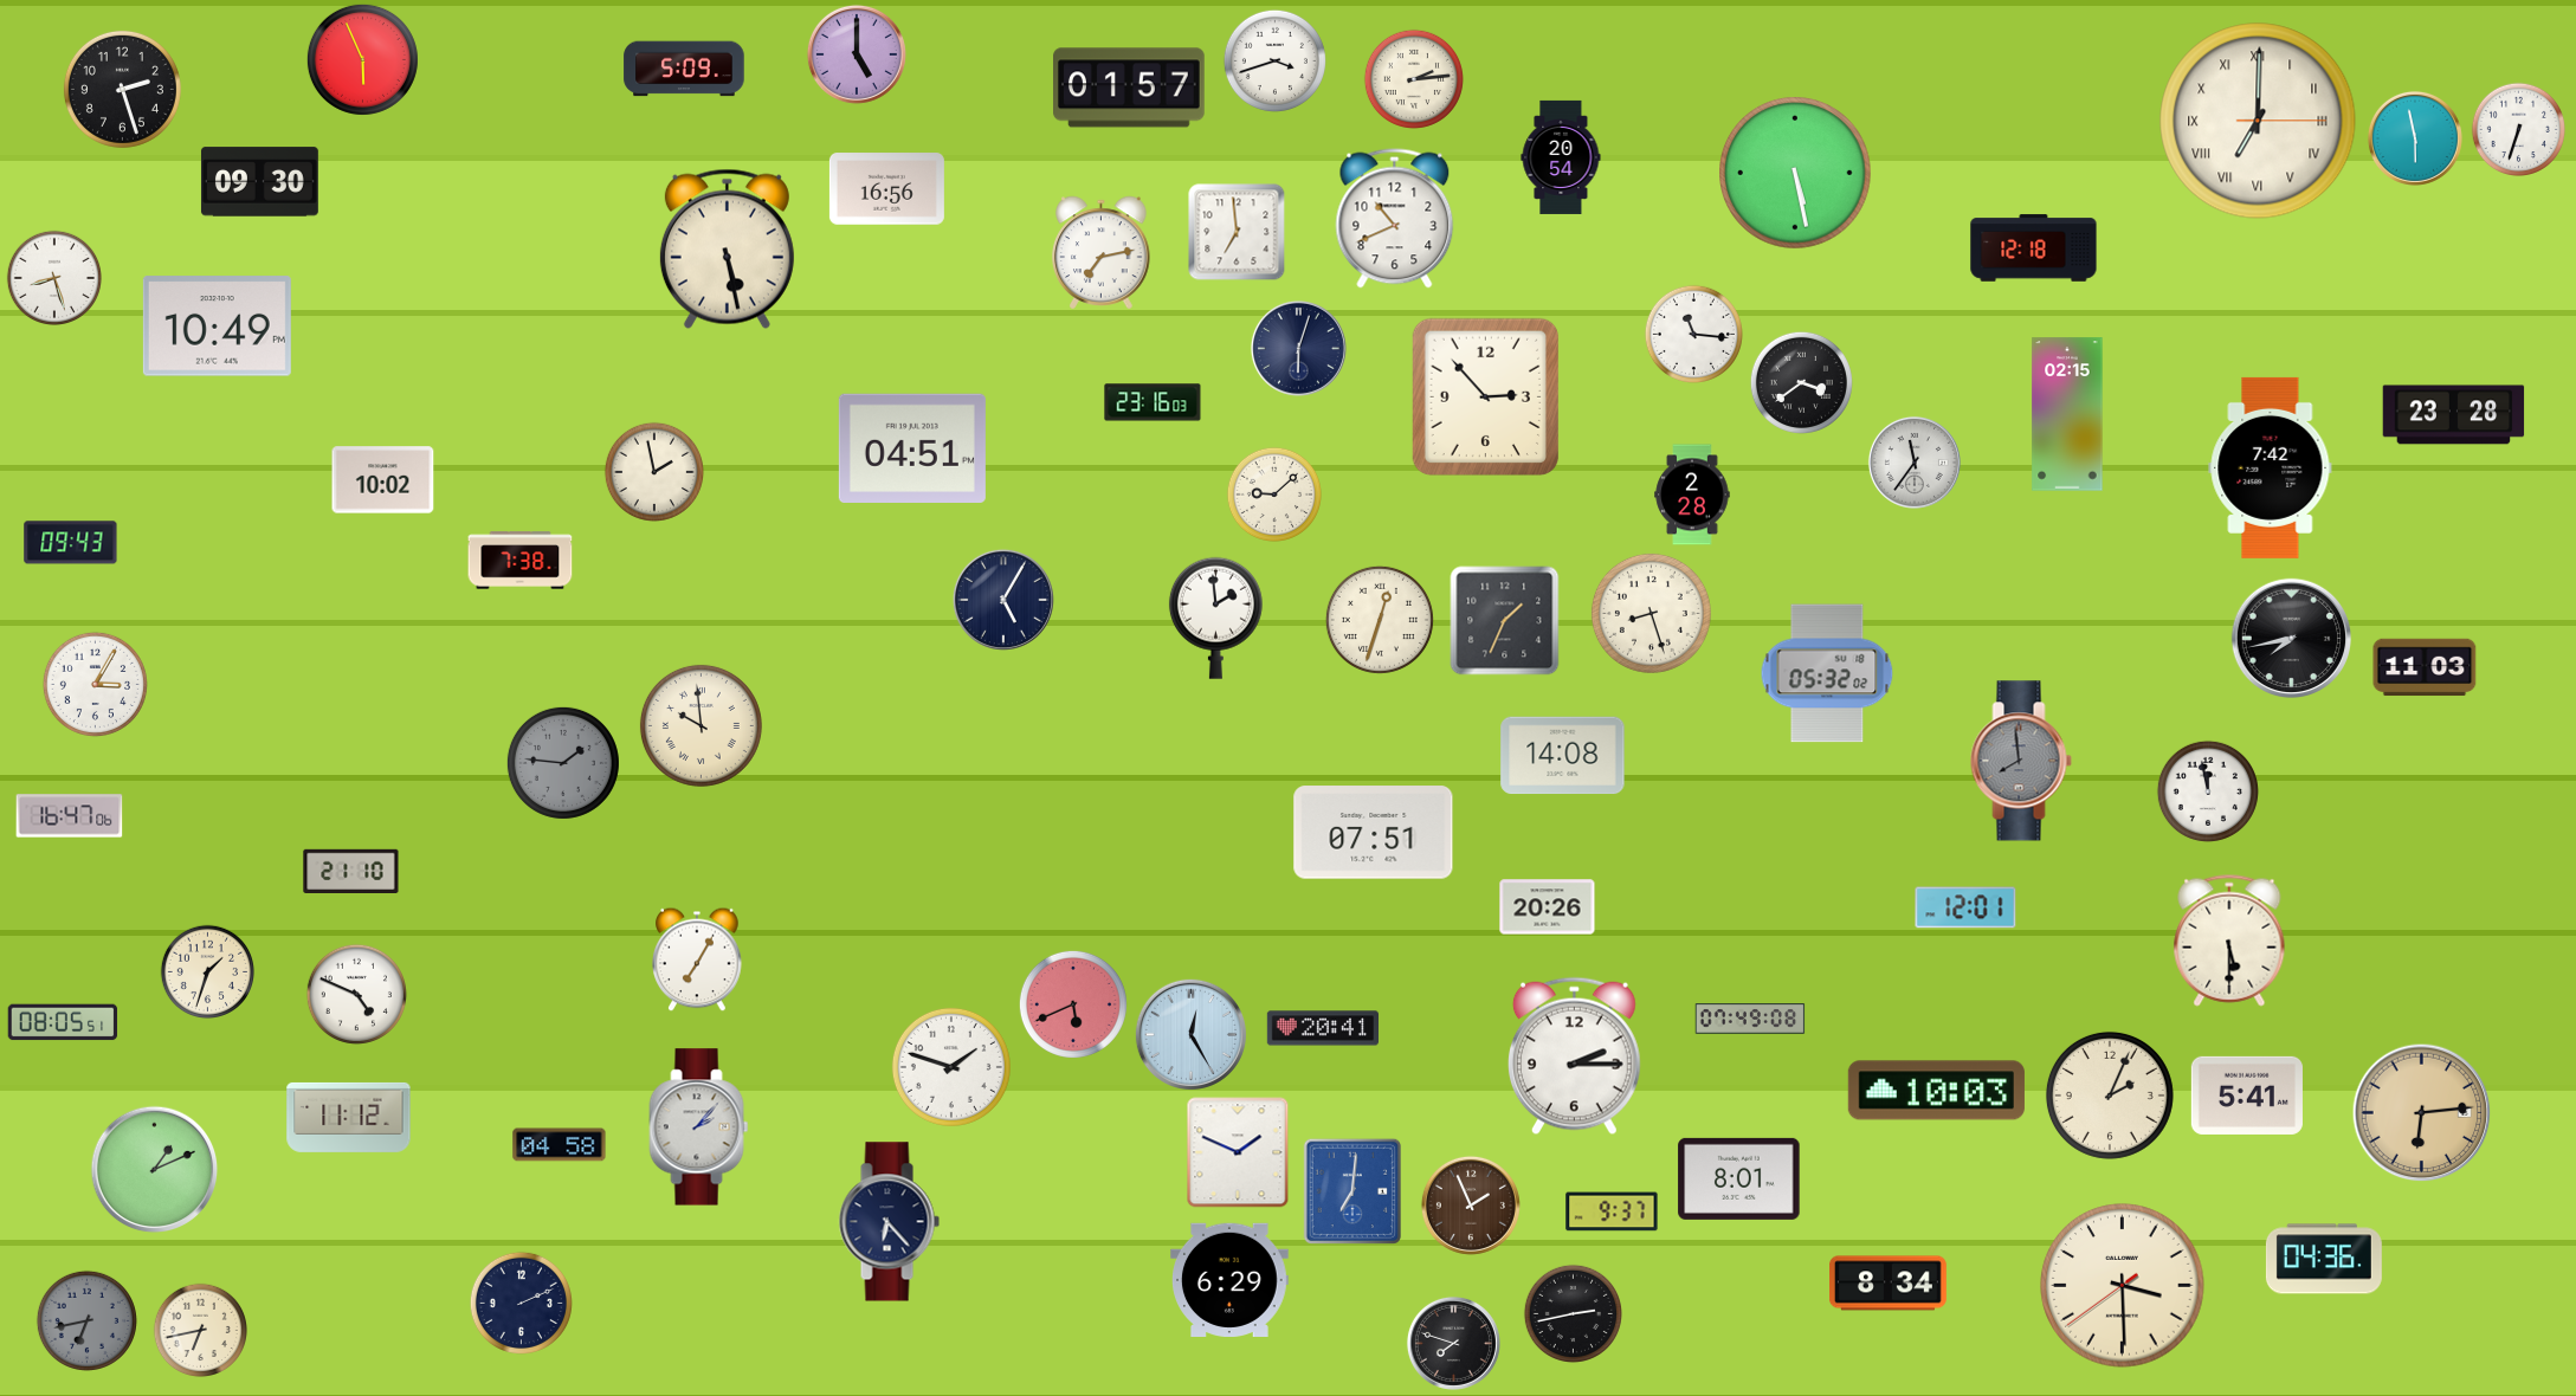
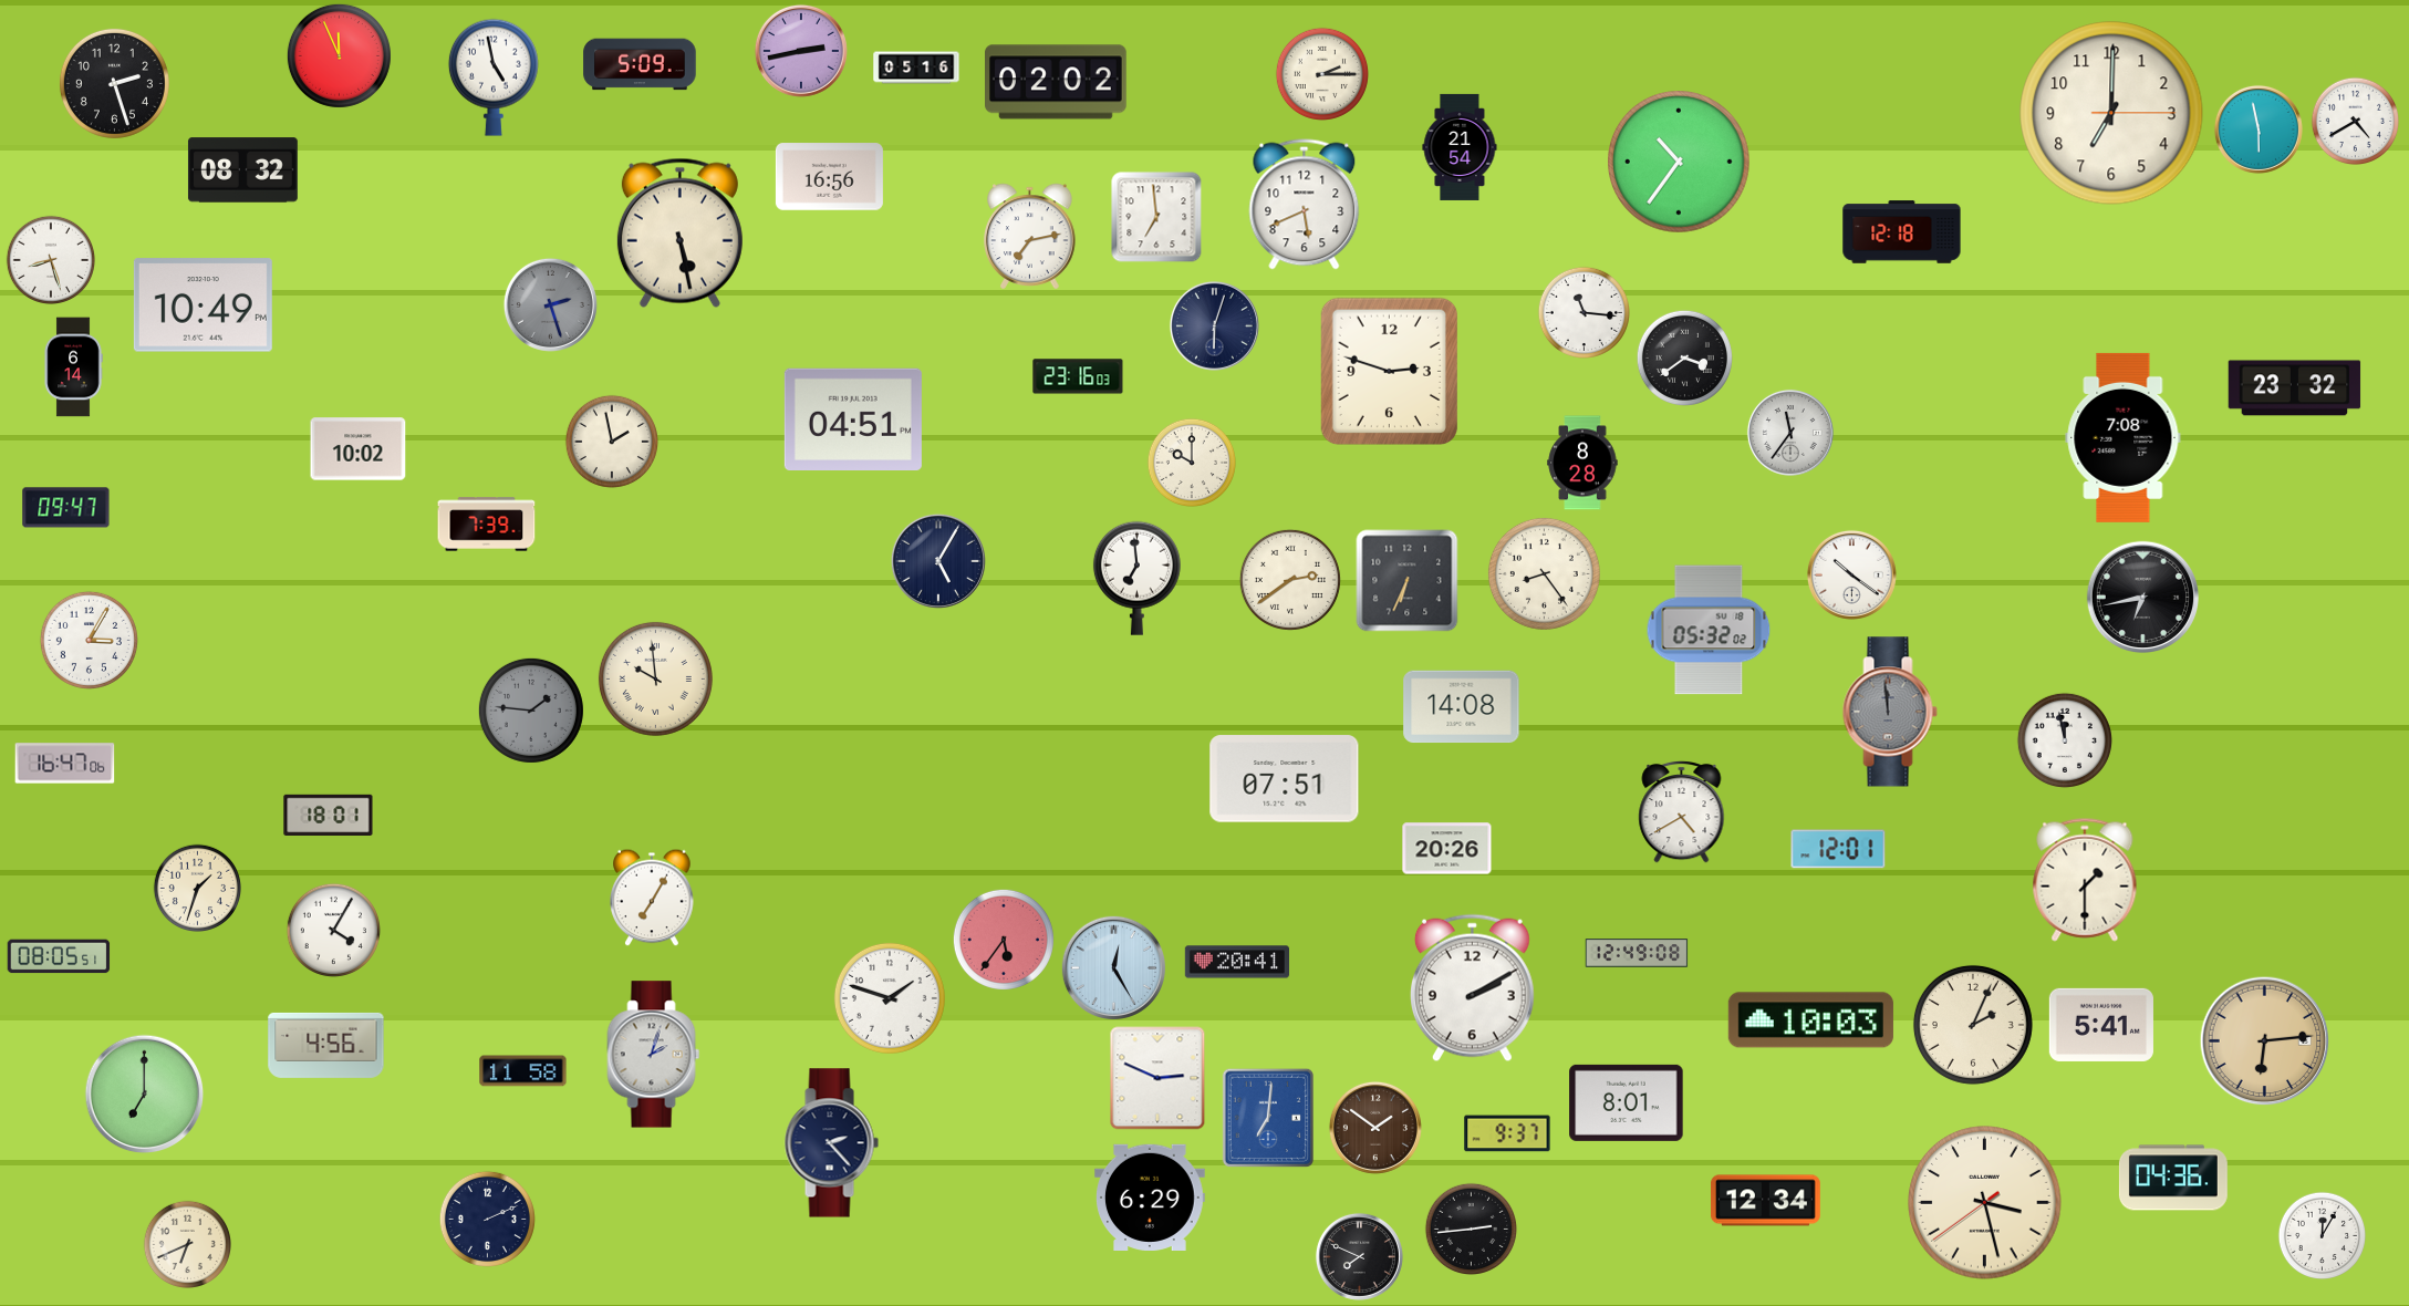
clock at (857, 54): 5:00 -> 2:43
clock at (362, 59): 5:56 -> 11:56
clock at (1274, 60): 3:42 -> none
clock at (916, 68): none -> 05:16
clock at (1414, 79): 2:14 -> 2:15
clock at (494, 77): none -> 4:58
clock at (1130, 88): 01:57 -> 02:02
clock at (2258, 121) numerals: Roman -> Arabic
clock at (2518, 129): 6:33 -> 4:40
clock at (1561, 157): 20:54 -> 21:54
clock at (1795, 173): 5:28 -> 10:36
clock at (259, 182): 09:30 -> 08:32
clock at (1395, 219): 10:41 -> 5:41
clock at (550, 304): none -> 2:27
clock at (73, 367): none -> 6:14
clock at (1485, 396): 2:53 -> 2:48
clock at (2067, 414): 02:15 -> none
clock at (2454, 415): 23:28 -> 23:32
clock at (2271, 467): 7:42 -> 7:08
clock at (1273, 493): 9:08 -> 10:00
clock at (1692, 495): 2:28 -> 8:28
clock at (71, 543): 09:43 -> 09:47
clock at (521, 561): 7:38 -> 7:39
clock at (1651, 613): 8:27 -> 8:24
clock at (1851, 574): none -> 10:21
clock at (1215, 618): 1:59 -> 6:59
clock at (1380, 620): 12:33 -> 2:39
clock at (1505, 621): 1:34 -> 6:34
clock at (2291, 638): 7:43 -> 6:43
clock at (2425, 667): 11:03 -> none
clock at (2021, 761): 7:59 -> 11:59
clock at (563, 763) position: (563, 763) -> (531, 711)
clock at (1682, 811): none -> 4:40
clock at (351, 871): 21:10 -> 18:01
clock at (2229, 941): 5:30 -> 1:30
clock at (207, 971) position: (207, 971) -> (197, 888)
clock at (356, 994): 4:49 -> 4:05
clock at (1073, 1004): 5:41 -> 5:36
clock at (1750, 1019): 07:49 -> 12:49
clock at (1574, 1056): 2:15 -> 2:10
clock at (349, 1117): 11:12 -> 4:56
clock at (699, 1127): 2:07 -> 2:03
clock at (560, 1145): 04:58 -> 11:58
clock at (1238, 1152): 1:49 -> 2:49
clock at (155, 1170): 1:11 -> 7:00
clock at (1352, 1190) position: (1352, 1190) -> (1268, 1117)
clock at (1471, 1206): 1:56 -> 1:51
clock at (889, 1222): 6:23 -> 2:23
clock at (1889, 1284): 8:34 -> 12:34
clock at (2123, 1286): 3:29 -> 3:27
clock at (1573, 1313): 2:43 -> 2:44
clock at (86, 1320): 6:43 -> none
clock at (2322, 1235): none -> 12:05
clock at (200, 1330): 6:43 -> 6:41
clock at (1453, 1343): 7:48 -> 7:49
